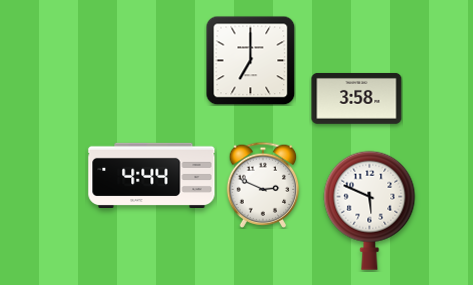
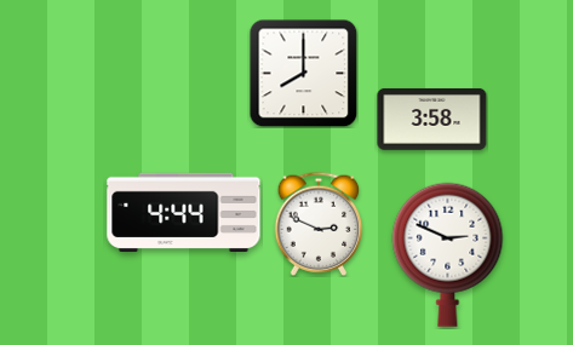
clock at (250, 60): 7:00 -> 8:00
clock at (370, 210): 5:49 -> 2:49
